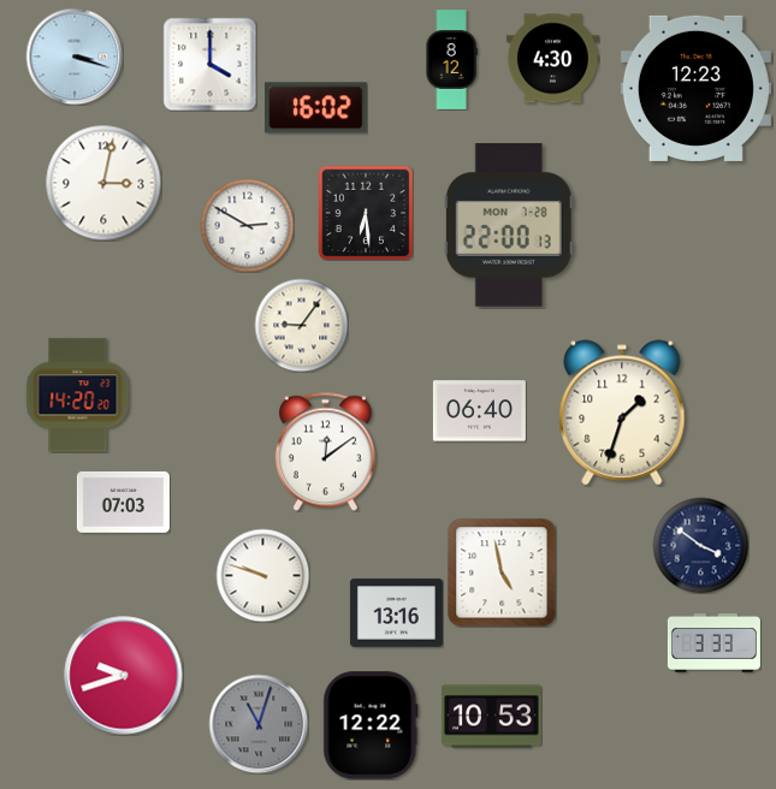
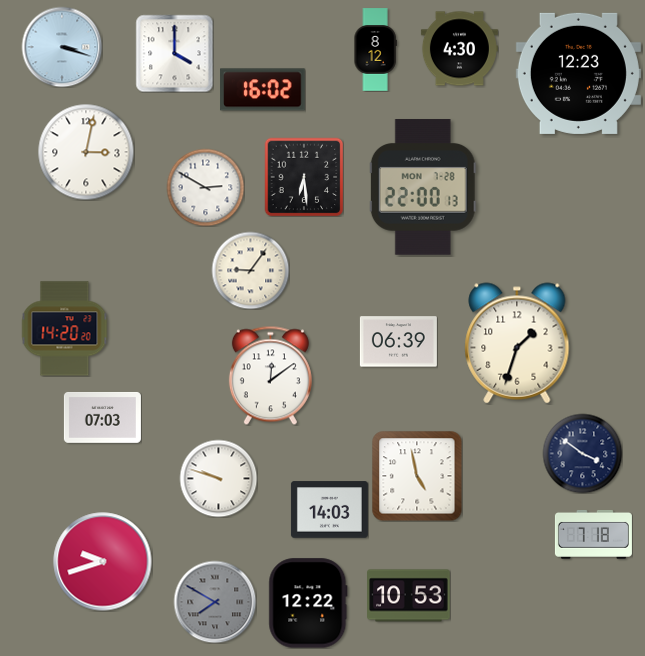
clock at (479, 411): 06:40 -> 06:39
clock at (396, 613): 13:16 -> 14:03
clock at (713, 642): 3:33 -> 7:18
clock at (259, 724): 11:03 -> 7:50
